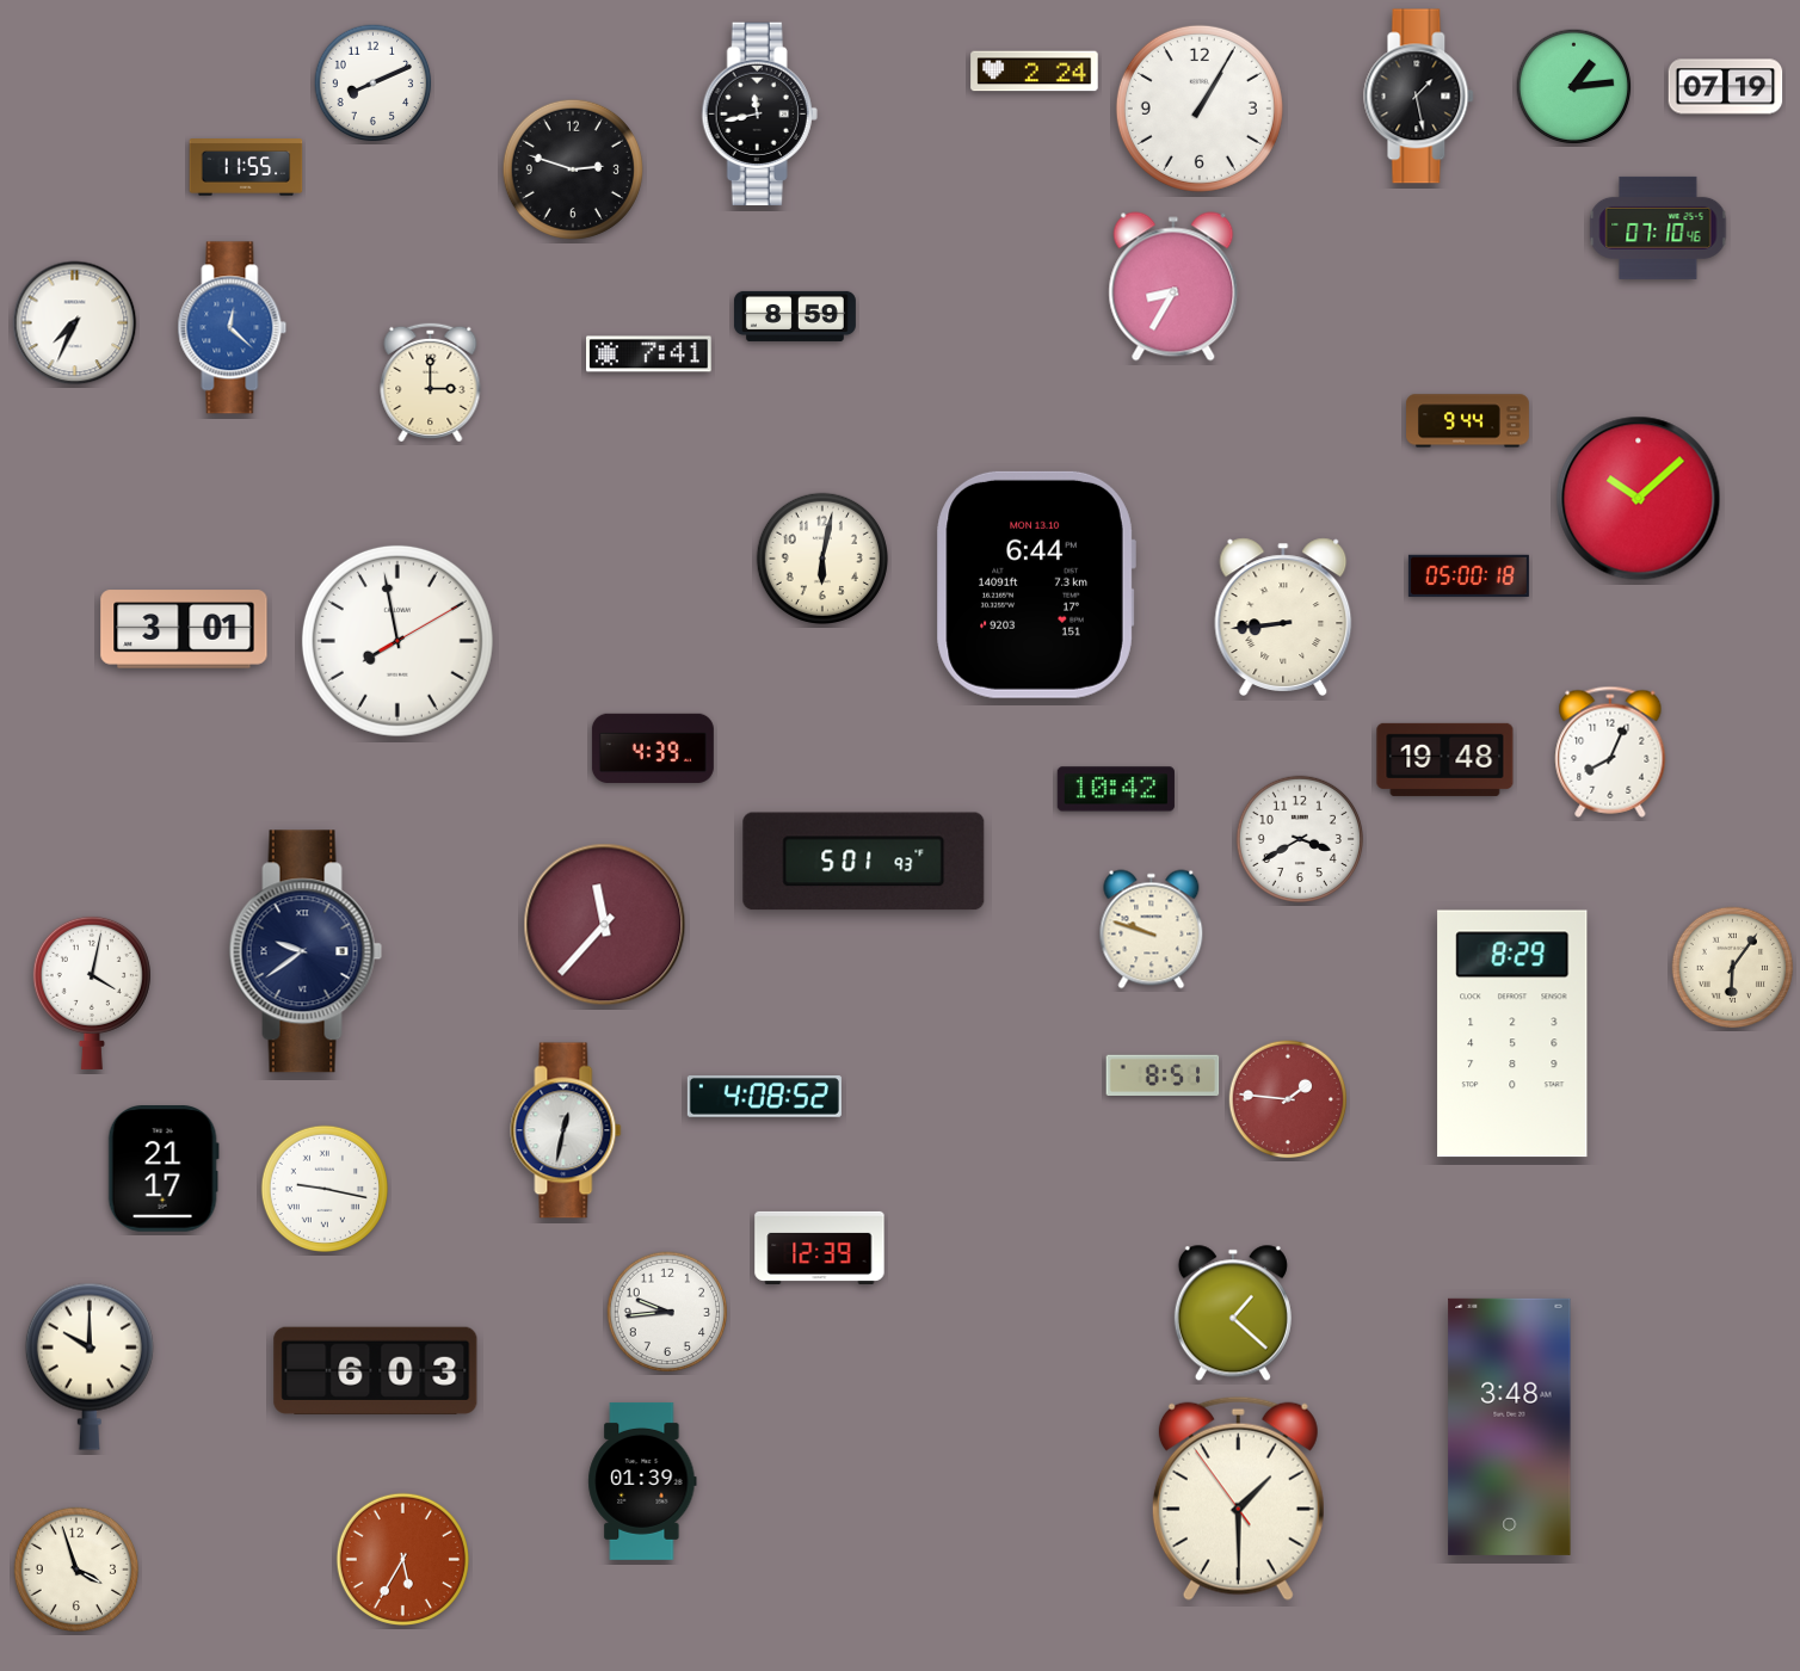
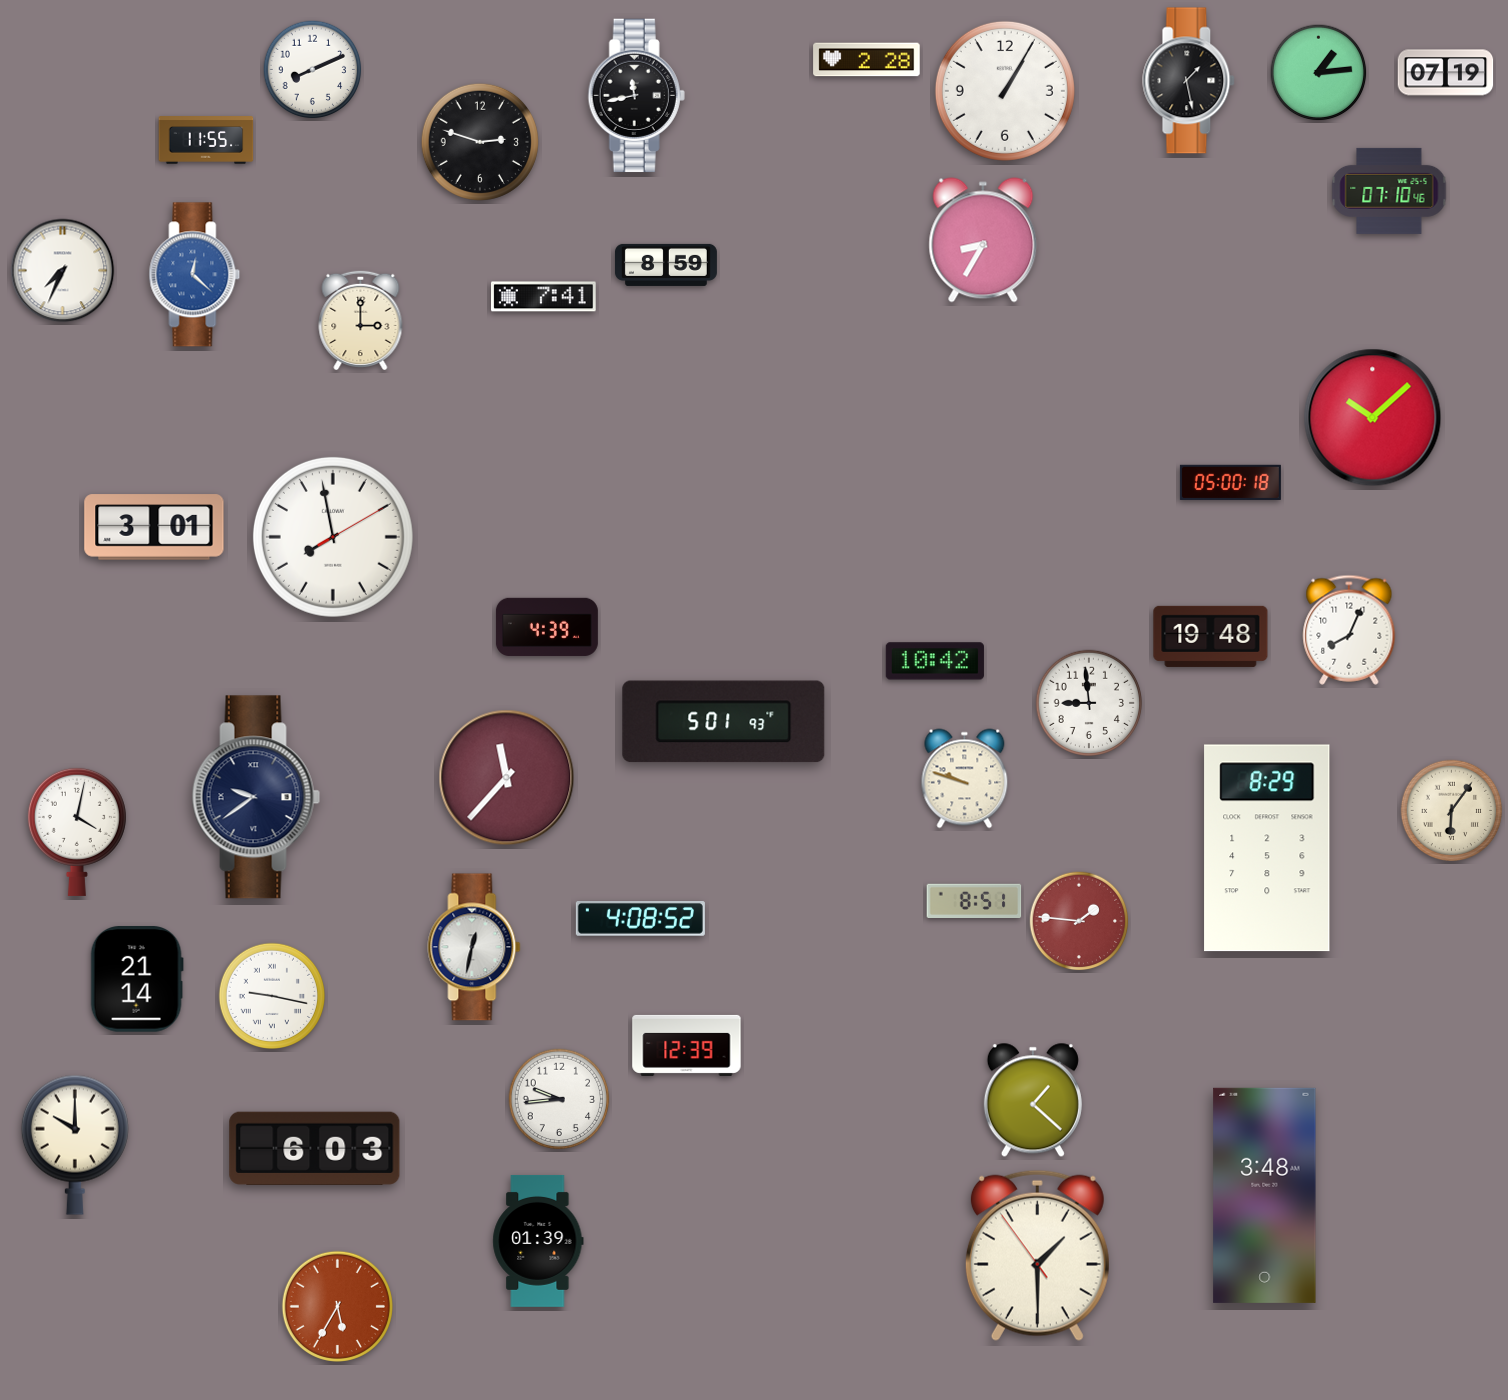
clock at (1035, 72): 2:24 -> 2:28
clock at (1468, 421): 9:44 -> none
clock at (821, 557): 6:02 -> none
clock at (1036, 585): 6:44 -> none
clock at (1283, 617): 8:44 -> none
clock at (1299, 838): 3:40 -> 8:59
clock at (605, 925) position: (605, 925) -> (507, 778)
clock at (1512, 1034) position: (1512, 1034) -> (1267, 848)
clock at (164, 1170): 21:17 -> 21:14
clock at (75, 1568): 3:57 -> none
